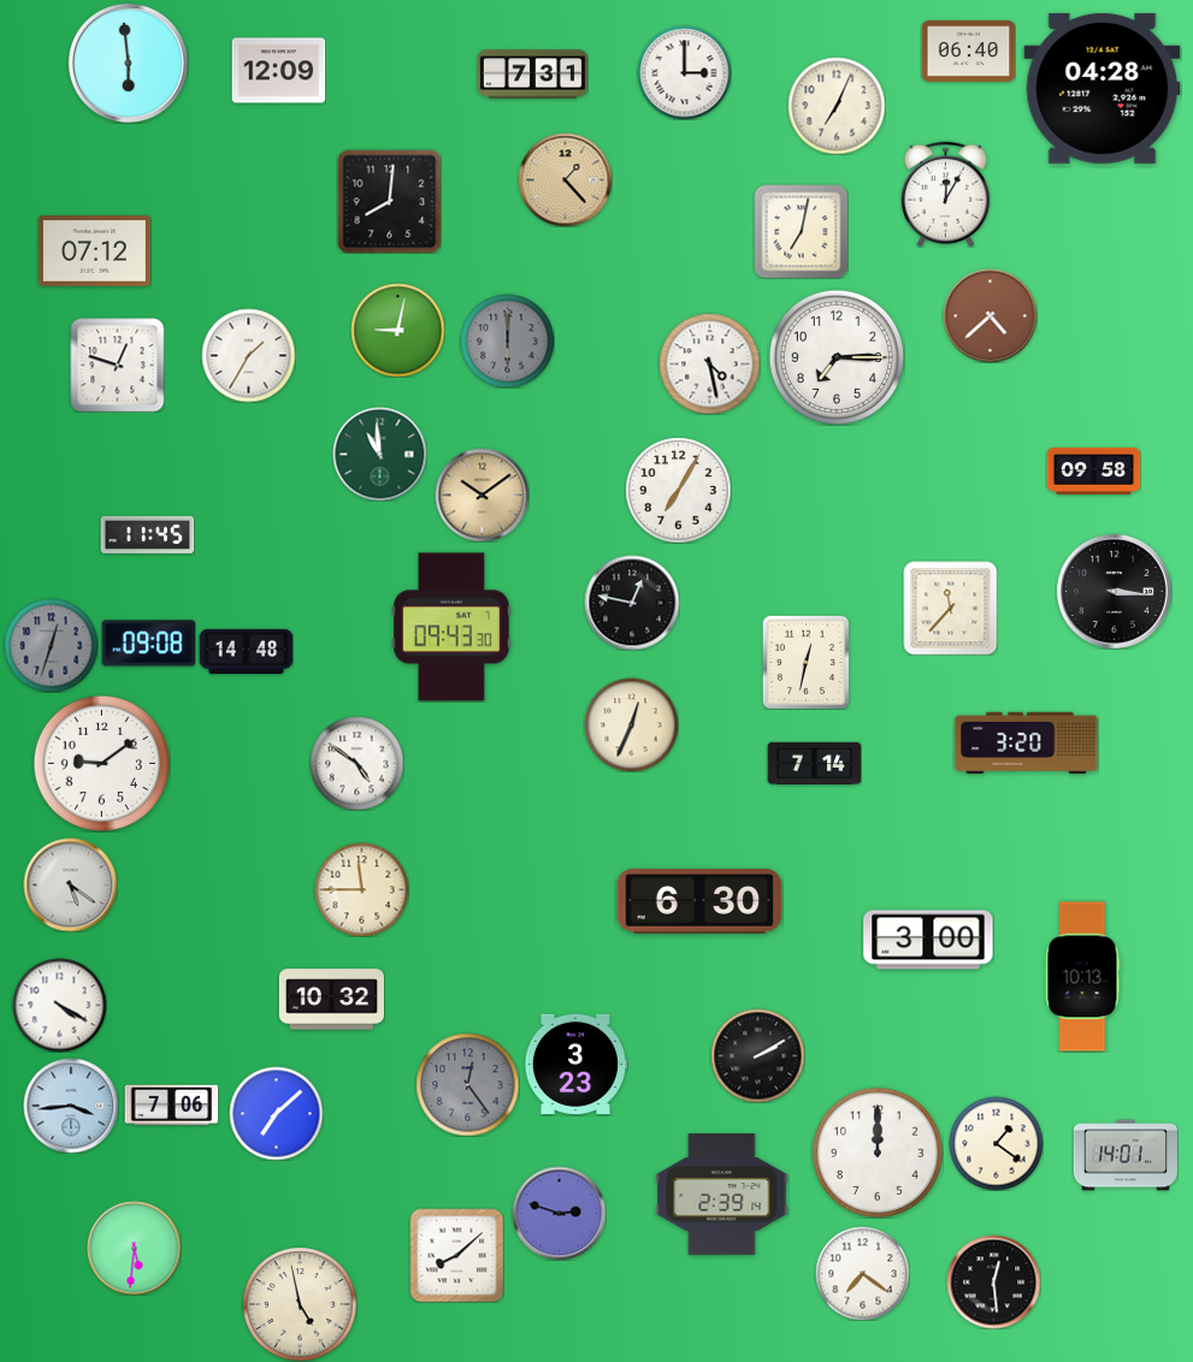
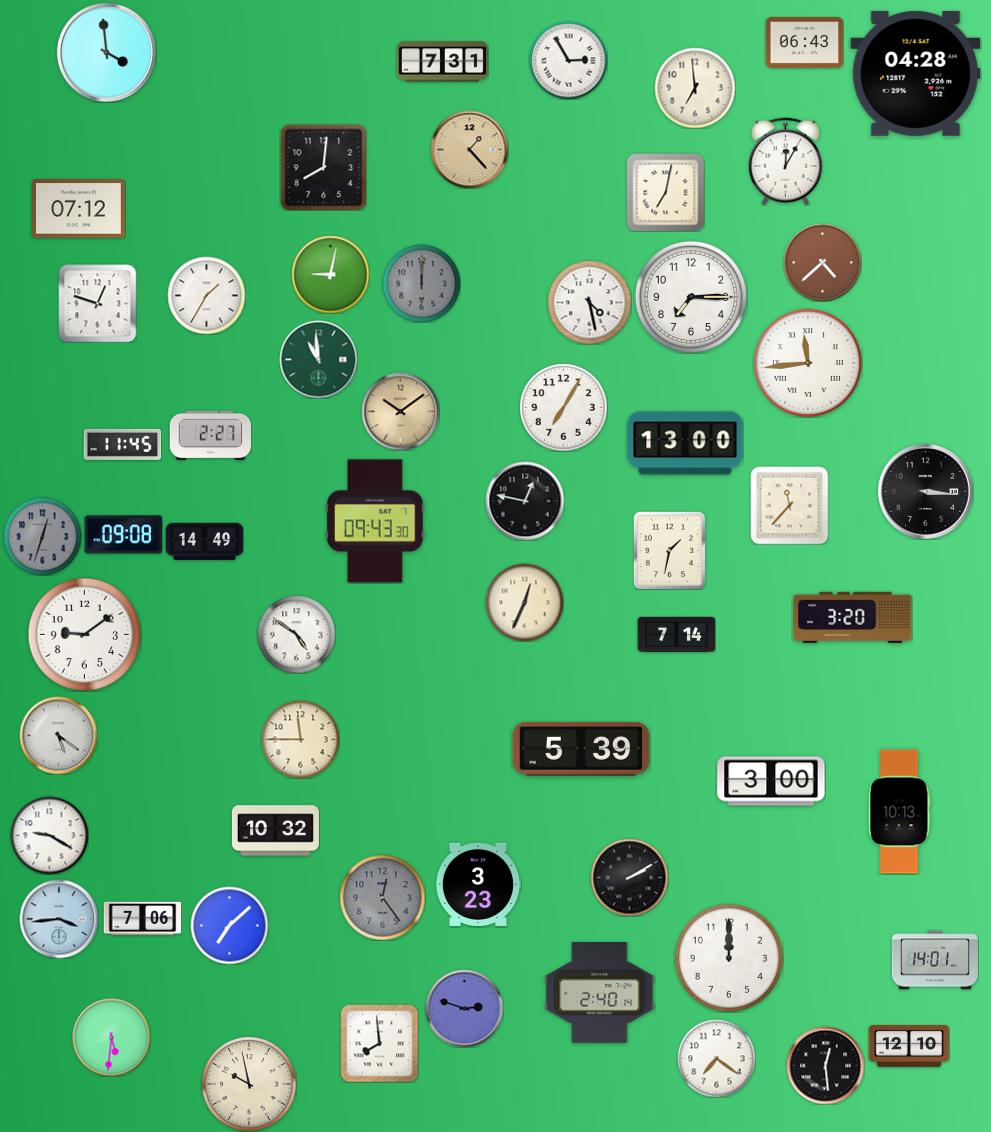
clock at (968, 51): 06:40 -> 06:43
clock at (128, 63): 5:59 -> 3:59
clock at (278, 71): 12:09 -> none
clock at (684, 72): 3:00 -> 2:55
clock at (837, 106): 7:04 -> 6:59
clock at (835, 356) position: (835, 356) -> (690, 296)
clock at (808, 363): none -> 11:44
clock at (379, 454) position: (379, 454) -> (318, 359)
clock at (1093, 470): 09:58 -> none
clock at (210, 435): none -> 2:27
clock at (685, 443): none -> 13:00
clock at (246, 652): 14:48 -> 14:49
clock at (807, 662): 12:32 -> 1:32
clock at (699, 901): 6:30 -> 5:39
clock at (59, 1005): 4:20 -> 9:20
clock at (467, 1084) position: (467, 1084) -> (382, 897)
clock at (996, 1143): 1:21 -> none
clock at (722, 1195): 2:39 -> 2:40
clock at (456, 1255): 8:08 -> 7:59
clock at (909, 1046): none -> 12:10
clock at (300, 1304): 4:58 -> 9:58
